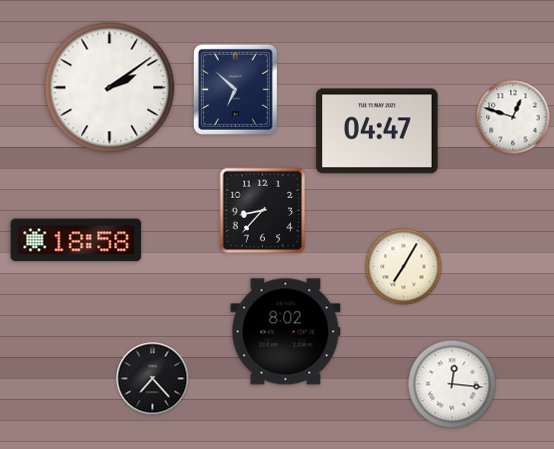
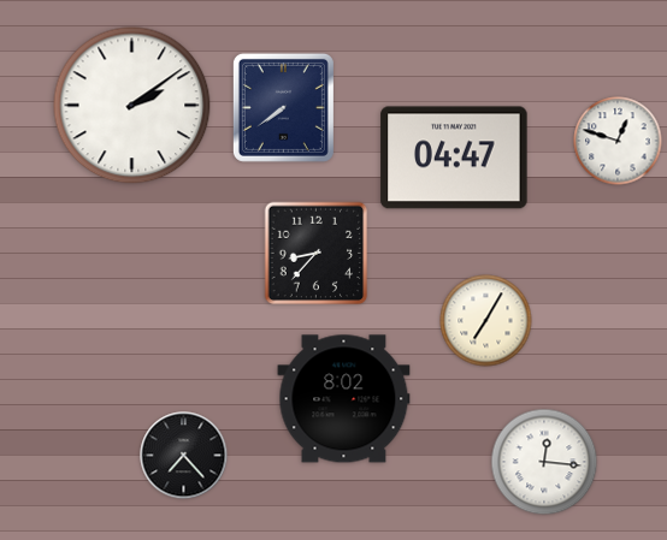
clock at (235, 89): 6:52 -> 7:39
clock at (76, 240): 18:58 -> none
